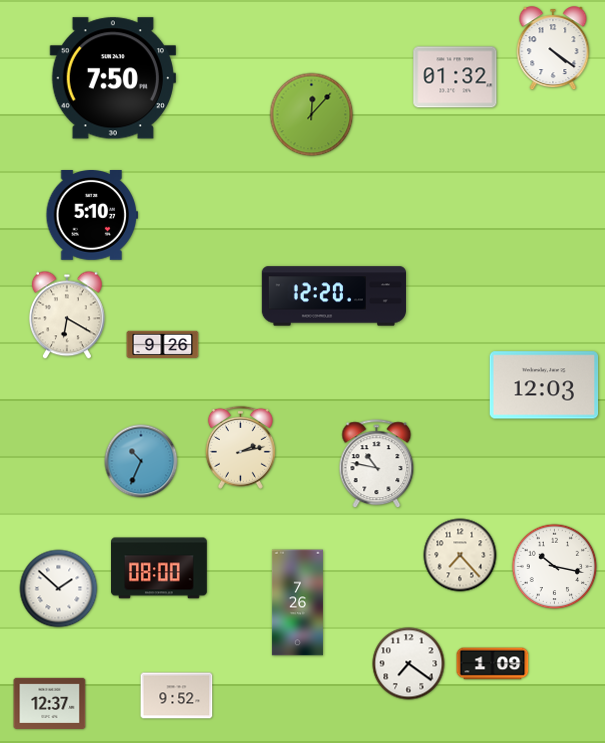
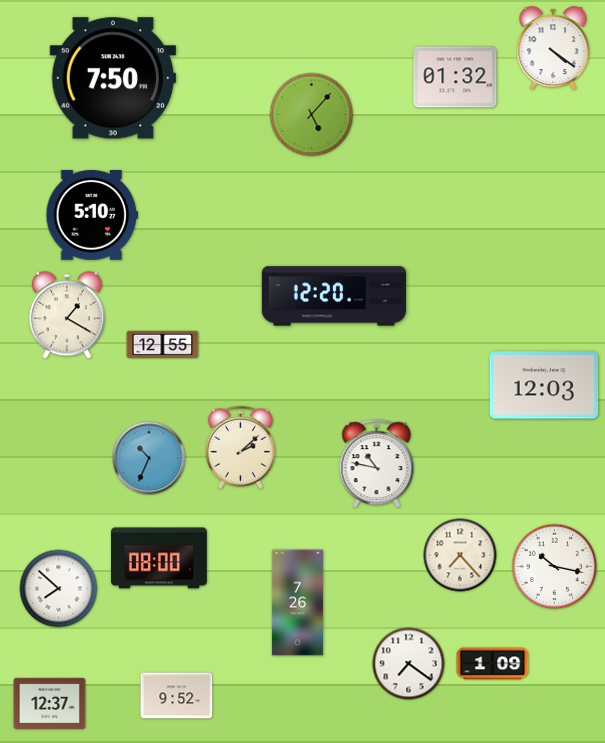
clock at (312, 115): 12:07 -> 5:07
clock at (67, 315): 6:20 -> 1:20
clock at (163, 345): 9:26 -> 12:55
clock at (240, 447): 2:13 -> 2:08
clock at (141, 461) position: (141, 461) -> (149, 458)
clock at (160, 568) position: (160, 568) -> (160, 558)
clock at (59, 589): 1:52 -> 7:52
